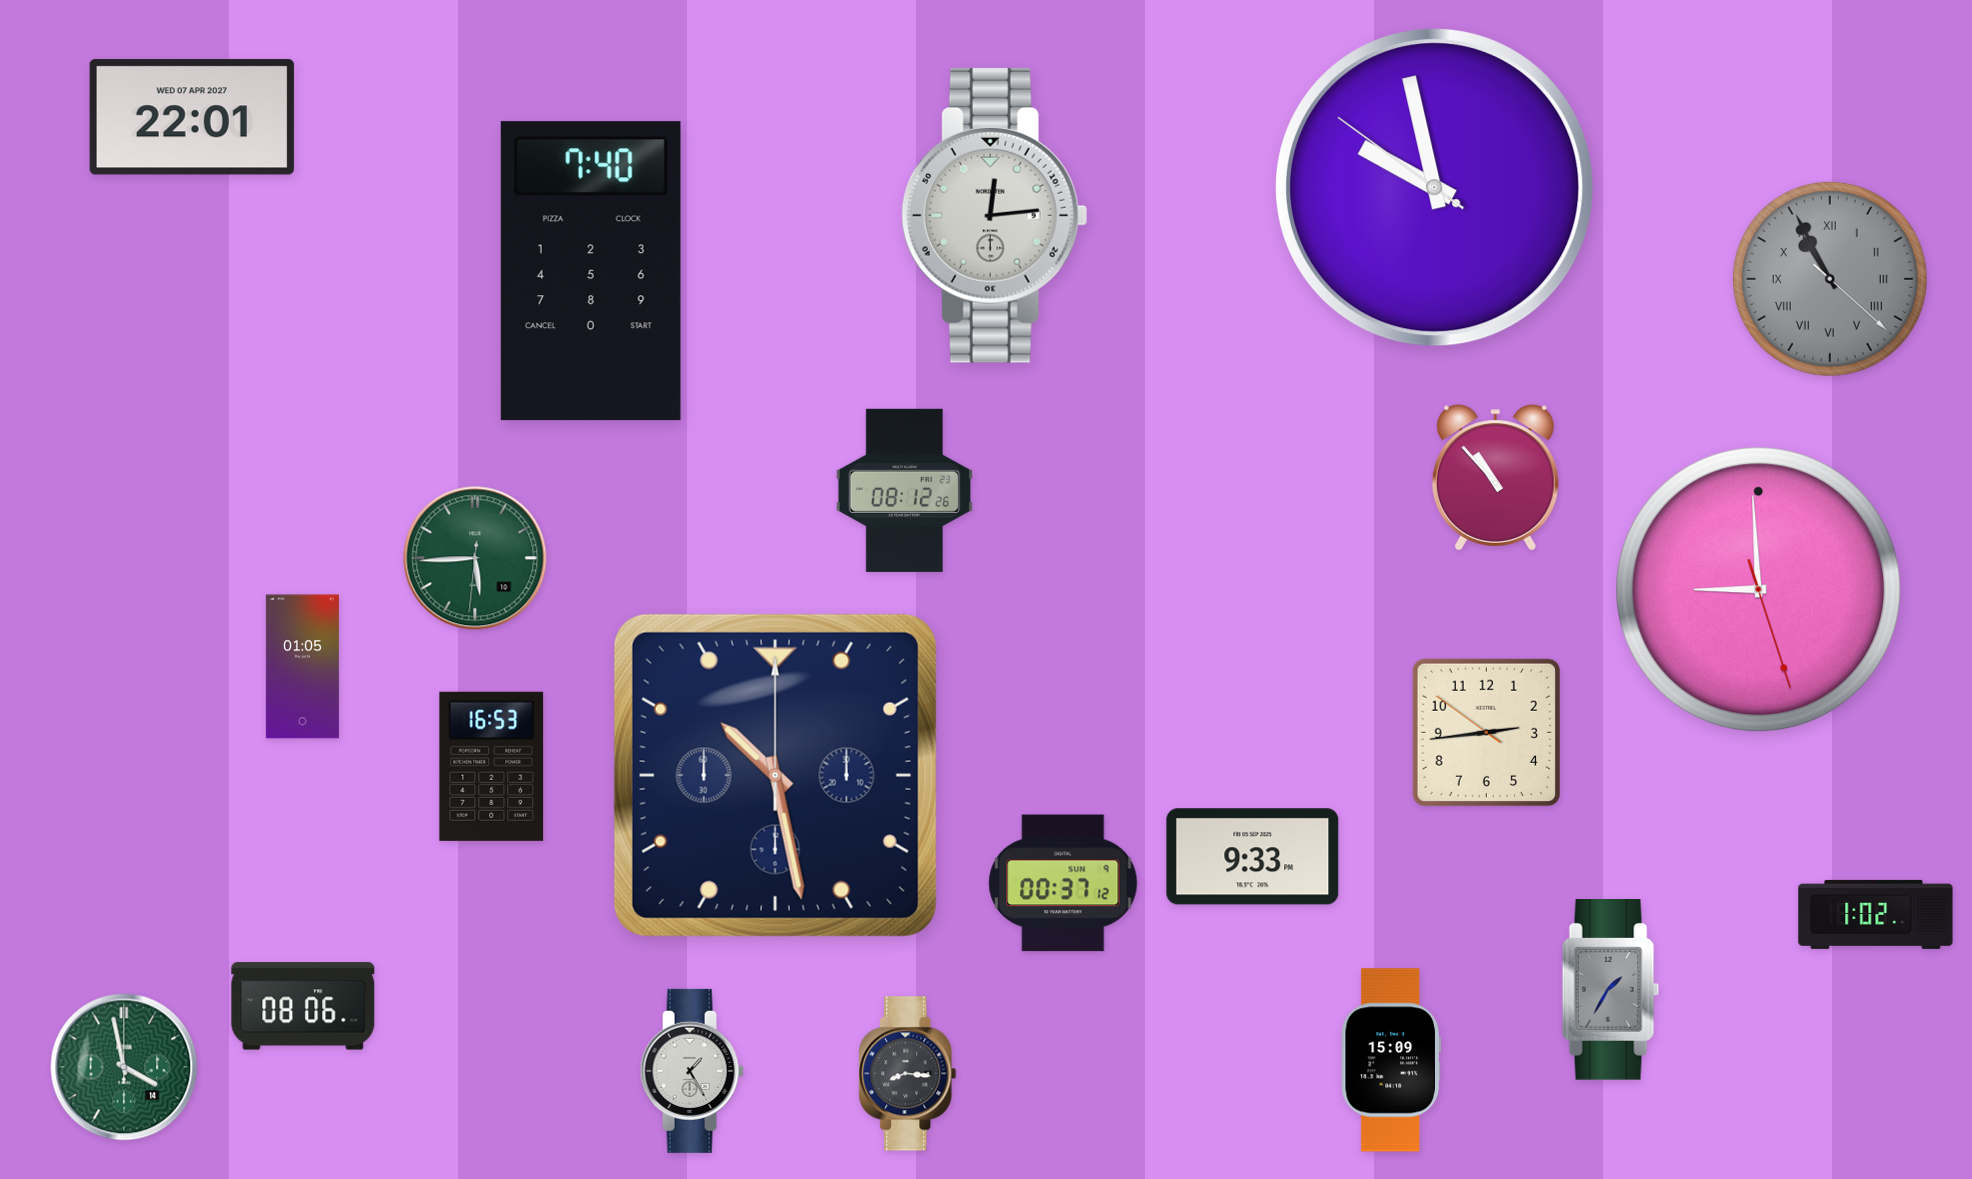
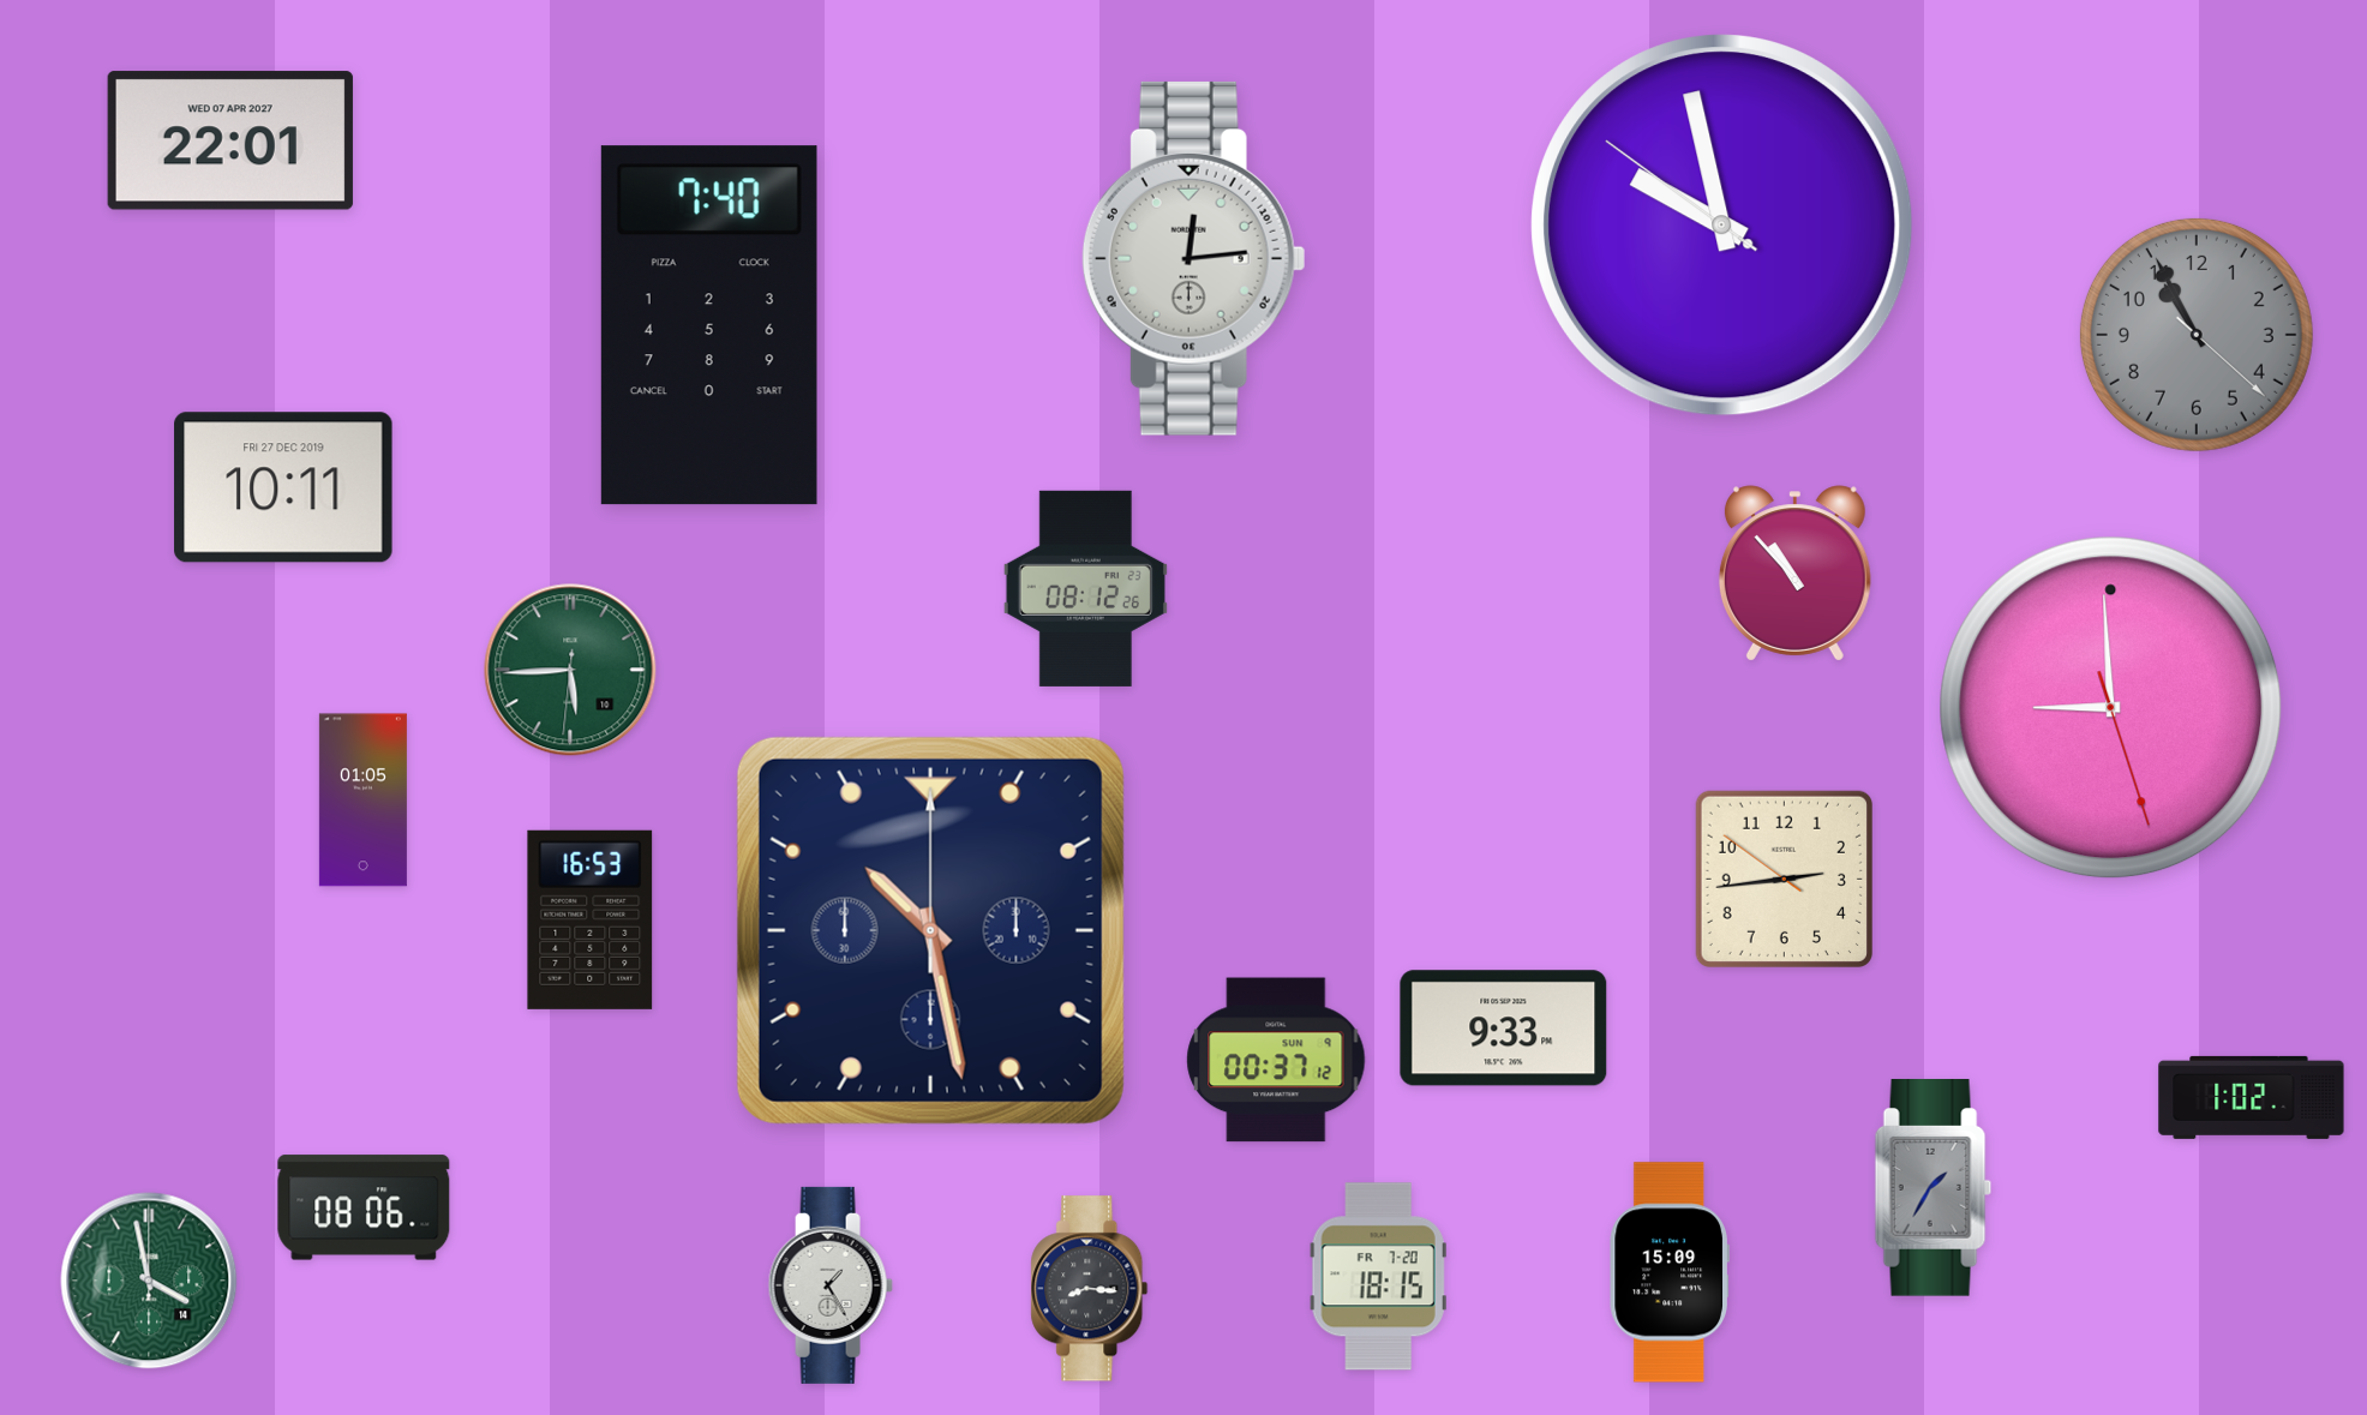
clock at (1830, 279) numerals: Roman -> Arabic
clock at (283, 487): none -> 10:11
clock at (1378, 1277): none -> 18:15
